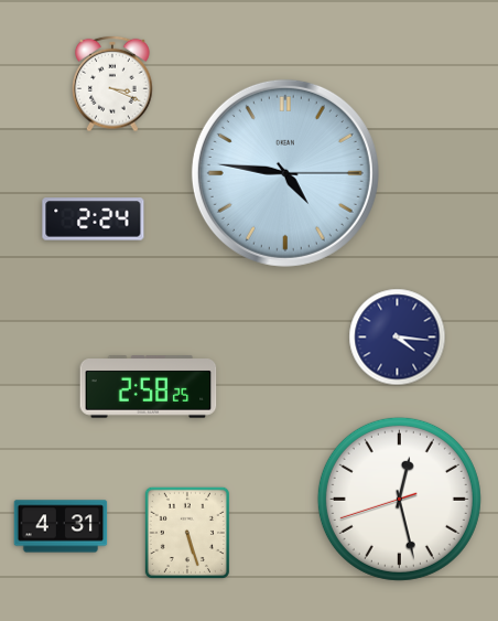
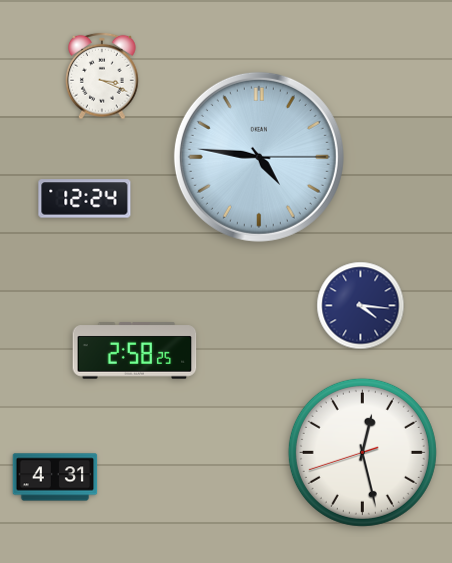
clock at (94, 220): 2:24 -> 12:24
clock at (187, 533): 5:27 -> none
